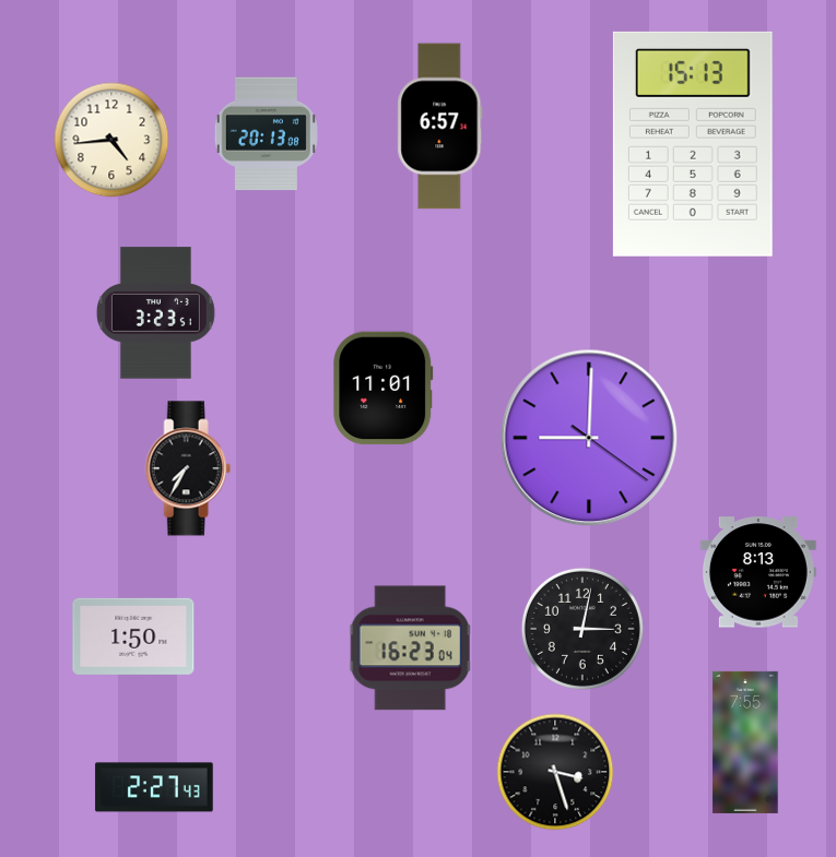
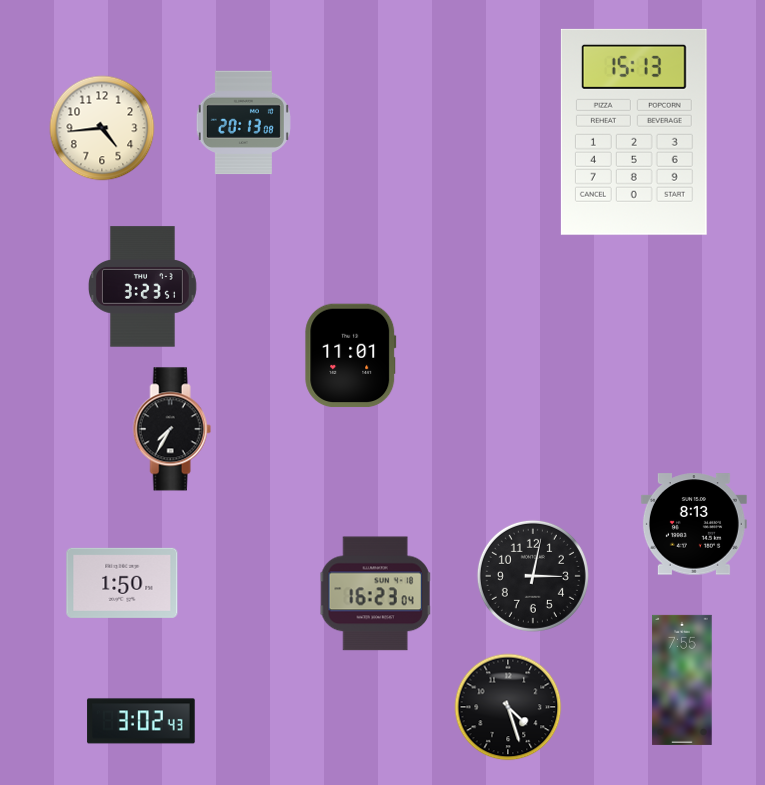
clock at (440, 127): 6:57 -> none
clock at (589, 438): 9:00 -> none
clock at (555, 772): 3:27 -> 4:27
clock at (154, 787): 2:27 -> 3:02
